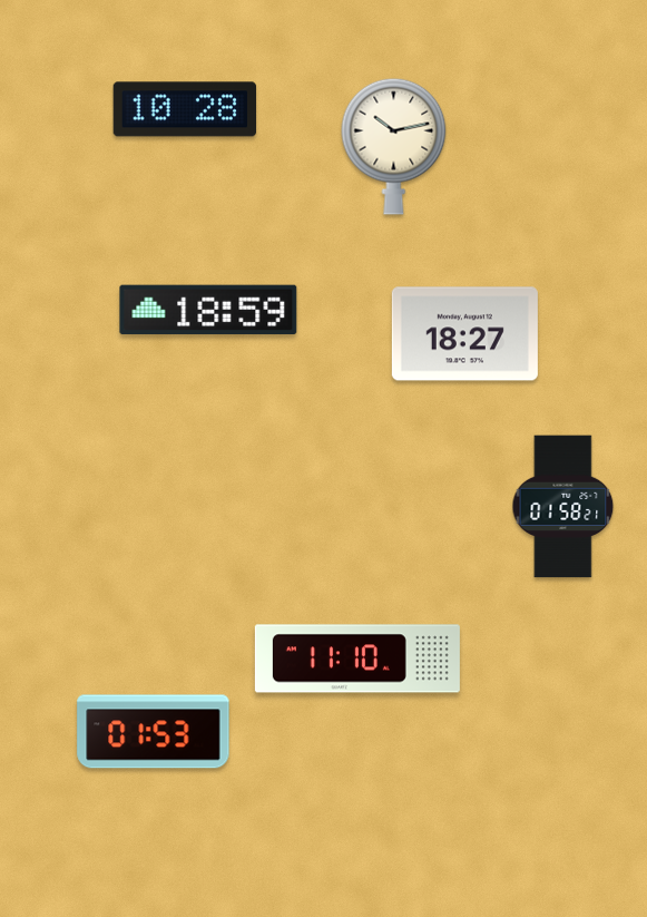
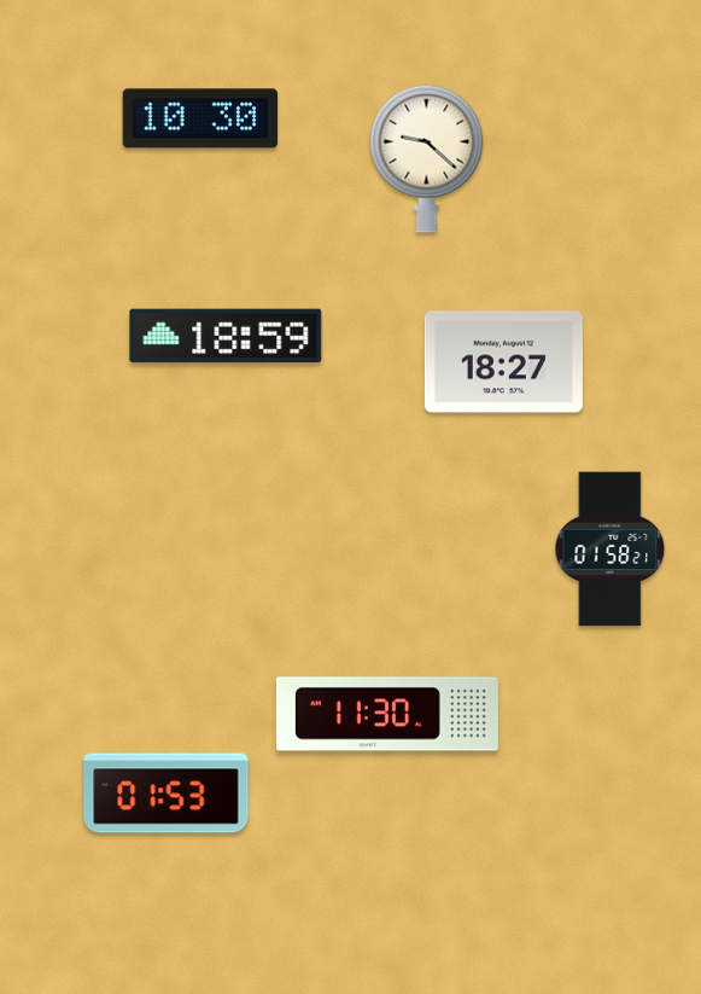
clock at (185, 109): 10:28 -> 10:30
clock at (394, 146): 10:13 -> 9:22
clock at (357, 659): 11:10 -> 11:30
